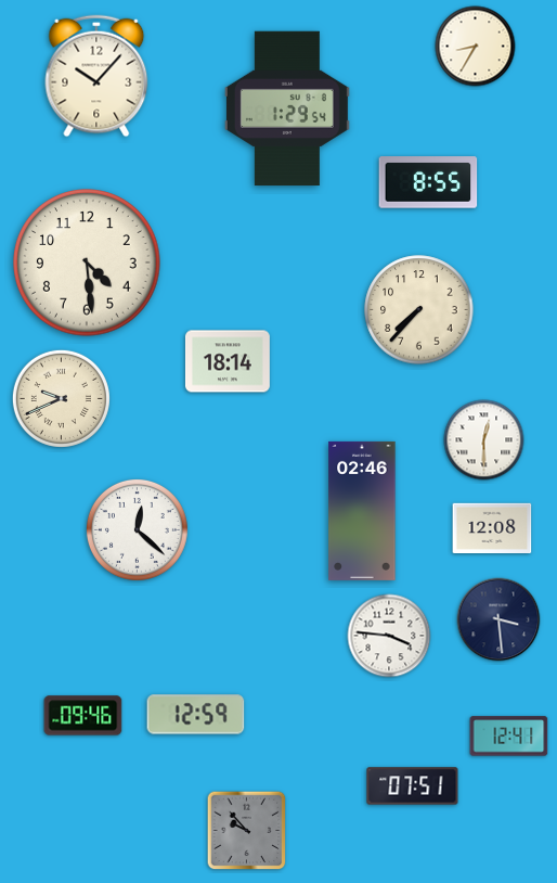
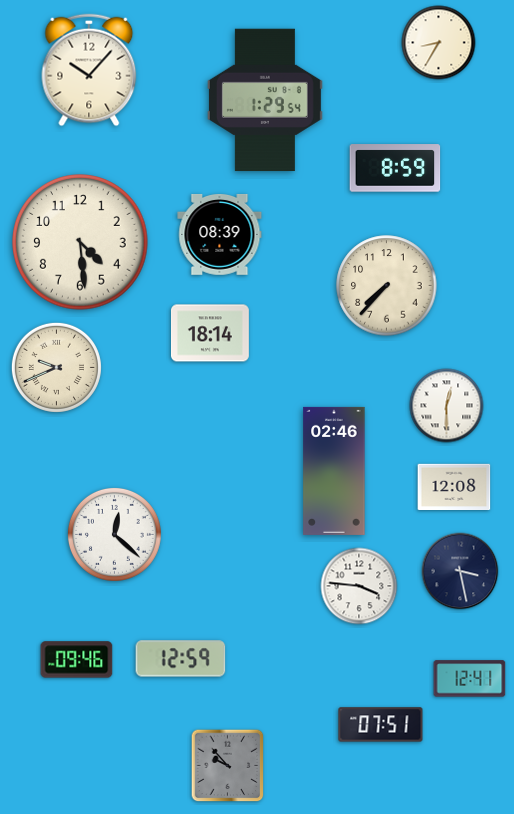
clock at (428, 182): 8:55 -> 8:59
clock at (220, 234): none -> 08:39
clock at (137, 529) position: (137, 529) -> (114, 534)
clock at (498, 619): 3:29 -> 3:28
